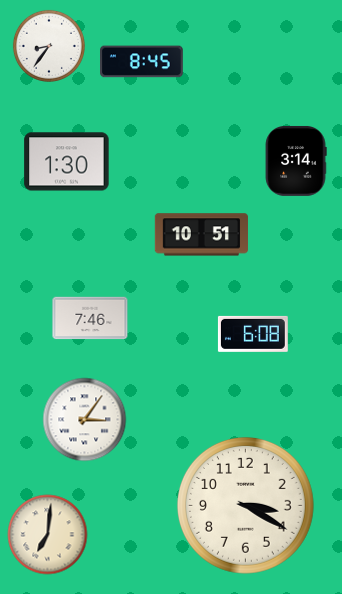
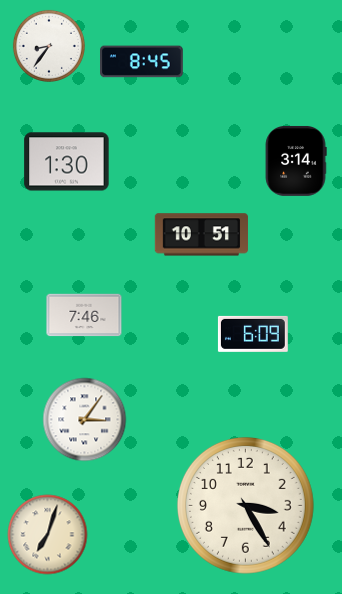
clock at (90, 318) position: (90, 318) -> (84, 315)
clock at (253, 334): 6:08 -> 6:09
clock at (245, 505): 3:20 -> 3:25
clock at (48, 535): 7:01 -> 7:03
